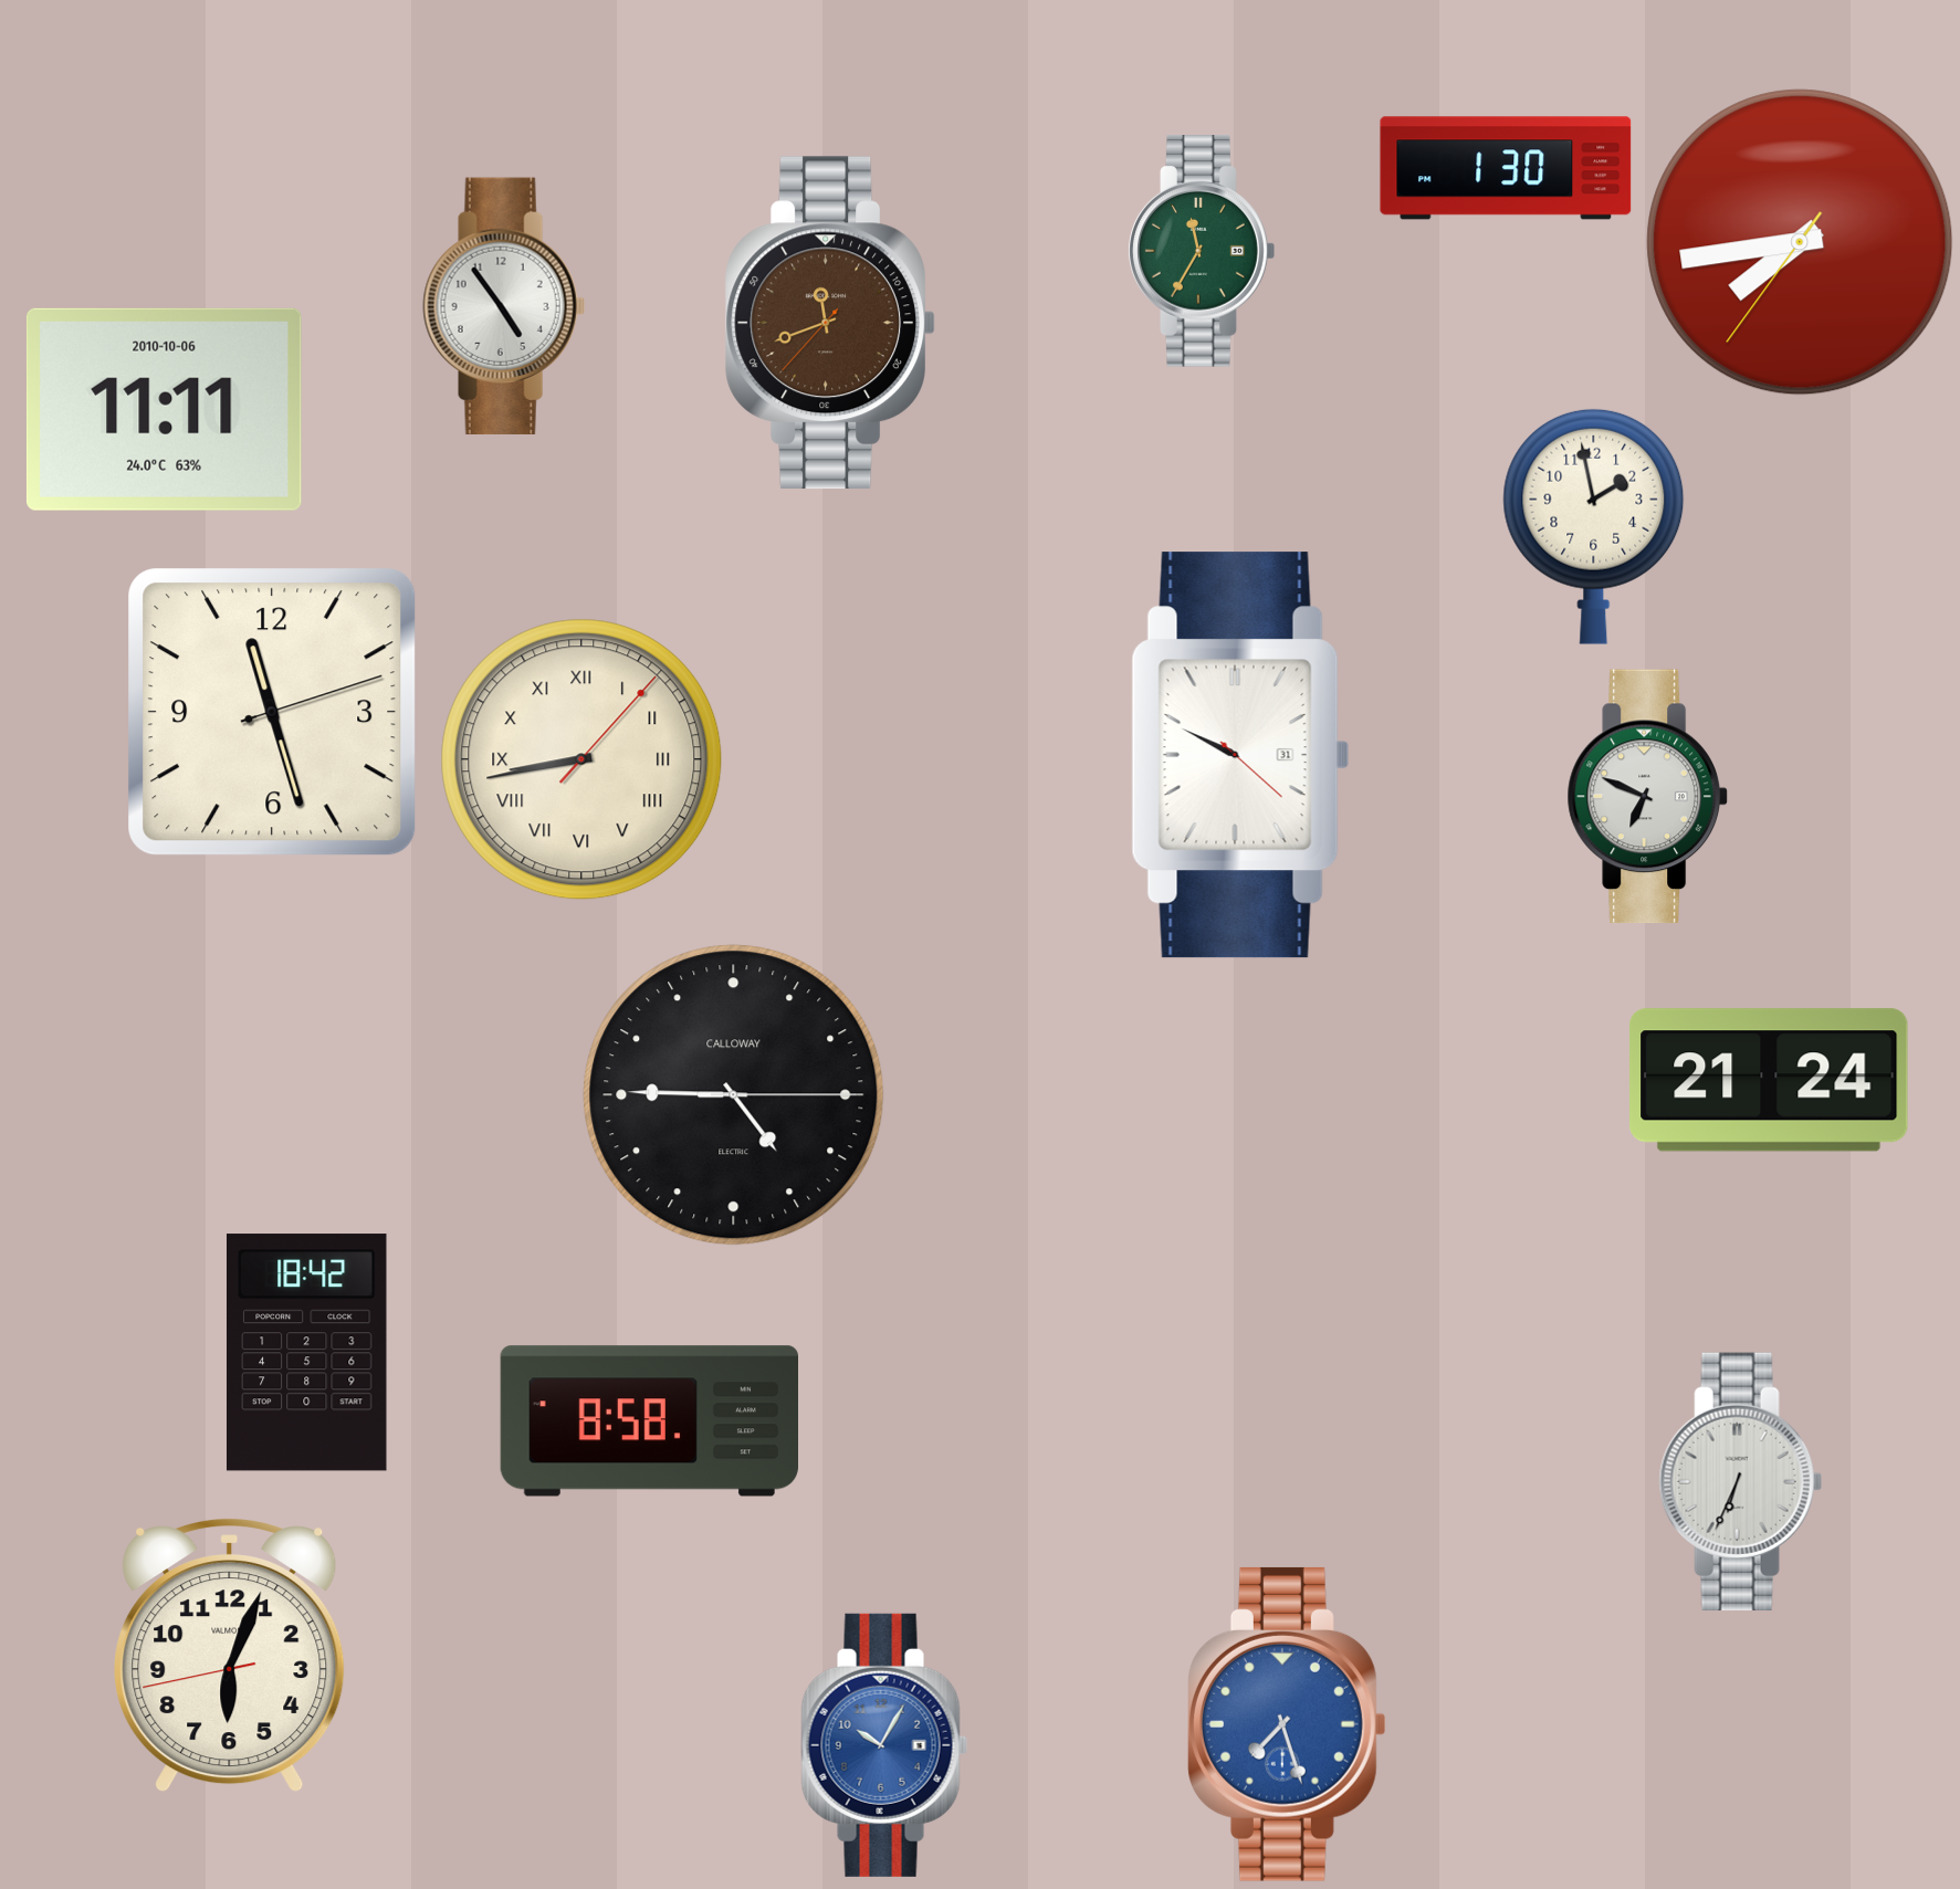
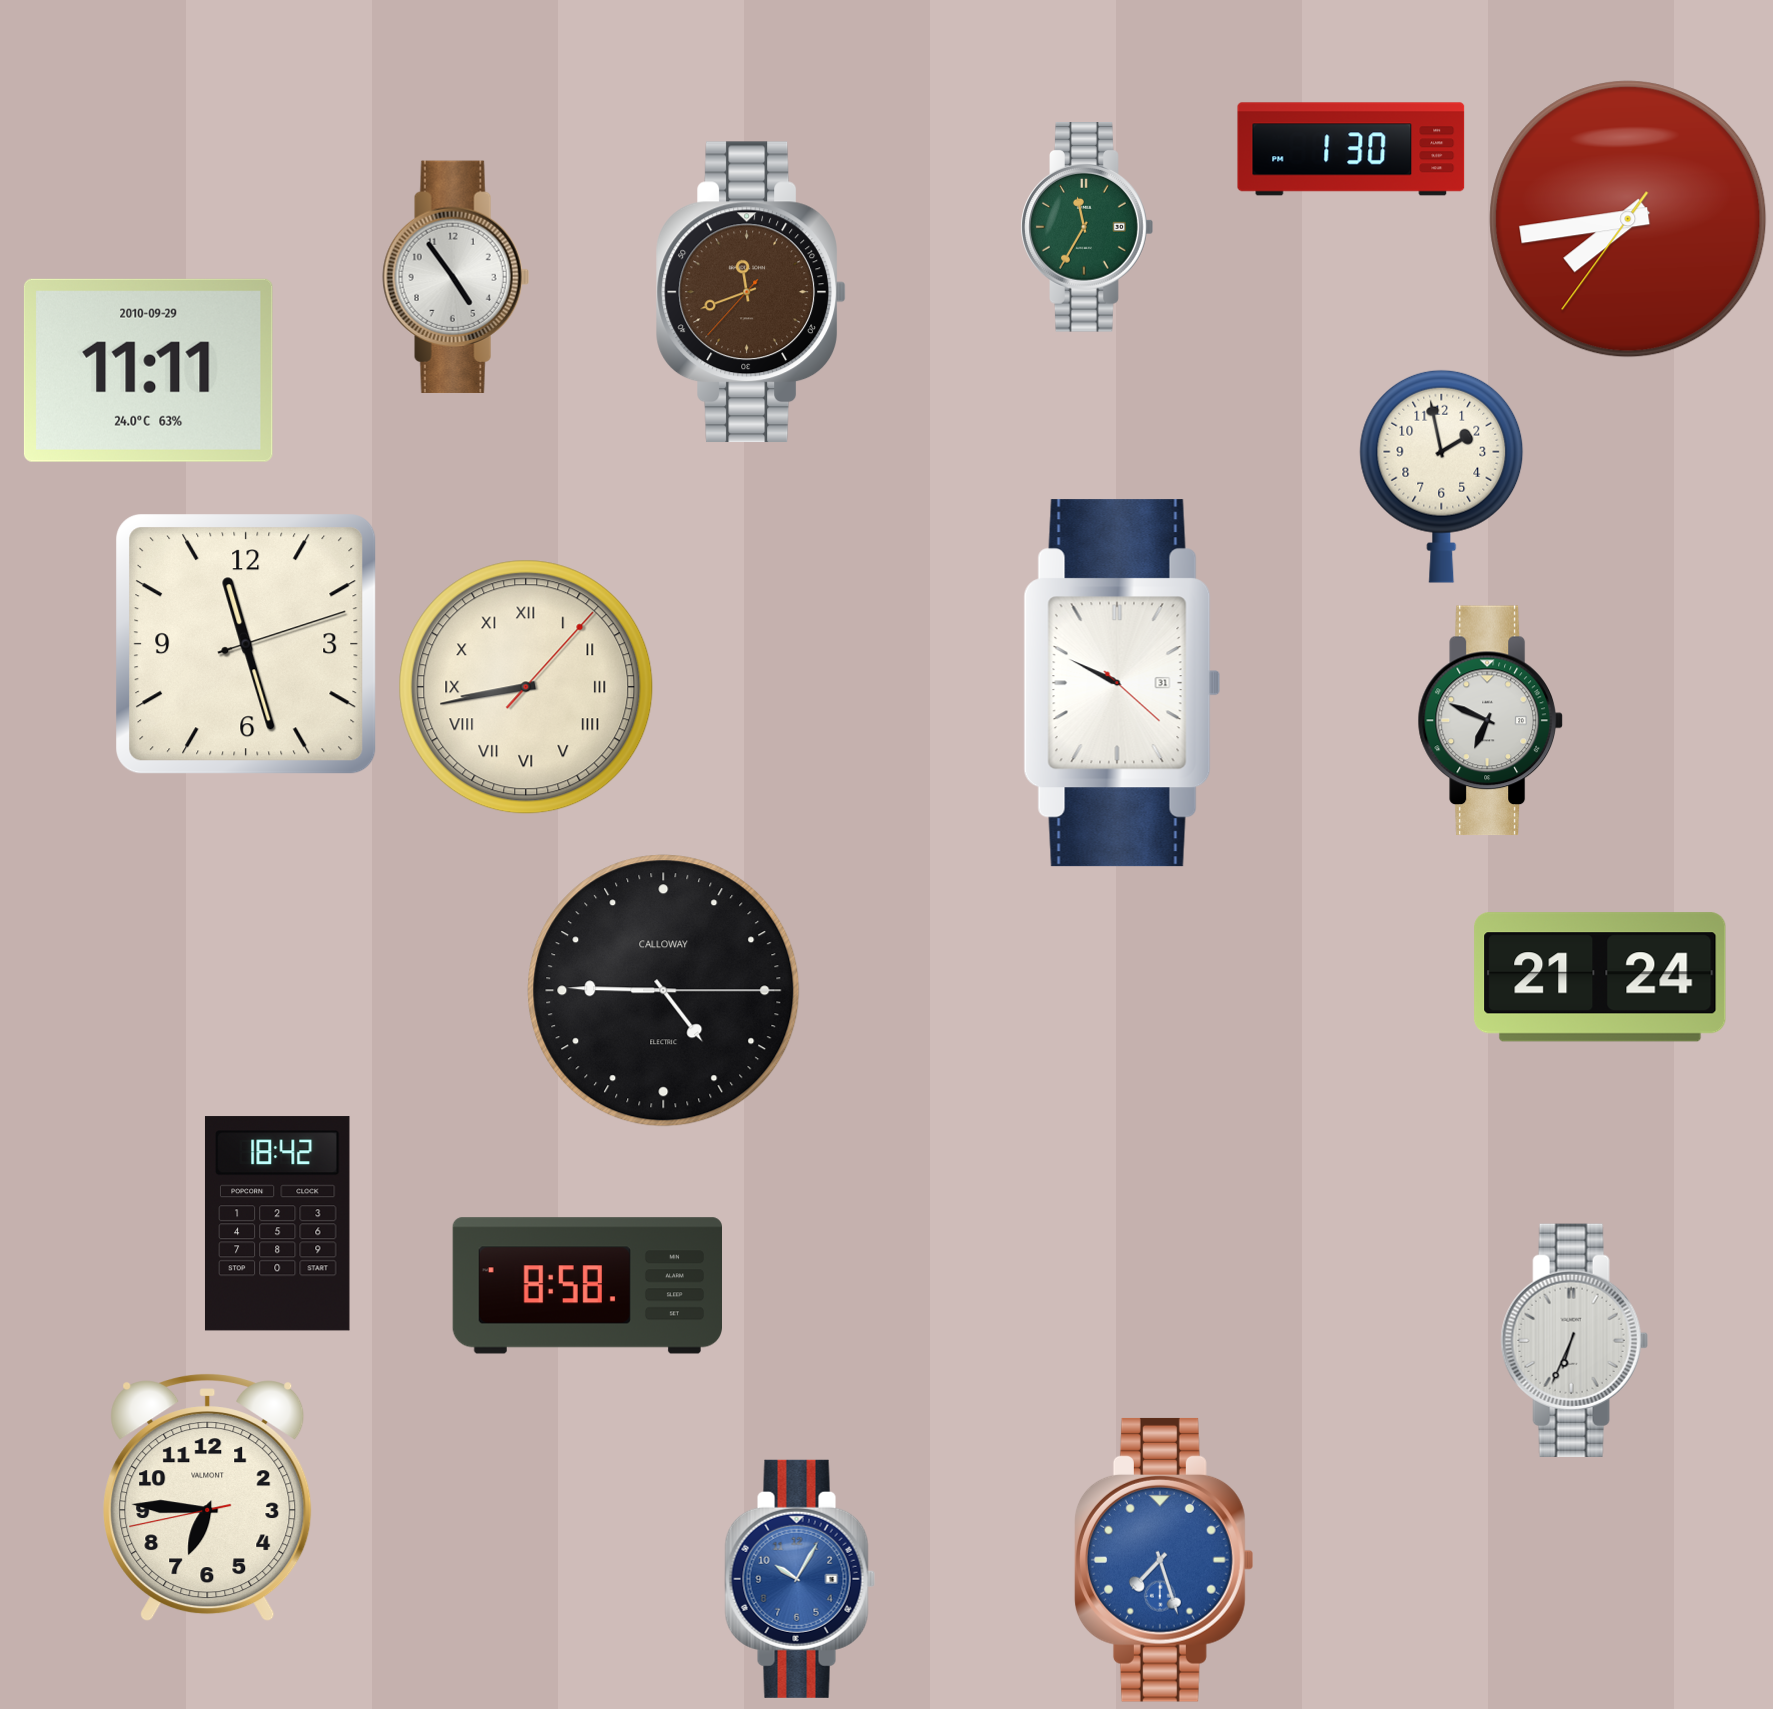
clock at (1506, 168) position: (1506, 168) -> (1351, 149)
clock at (164, 409) date: 2010-10-06 -> 2010-09-29
clock at (230, 1656): 6:03 -> 6:45
